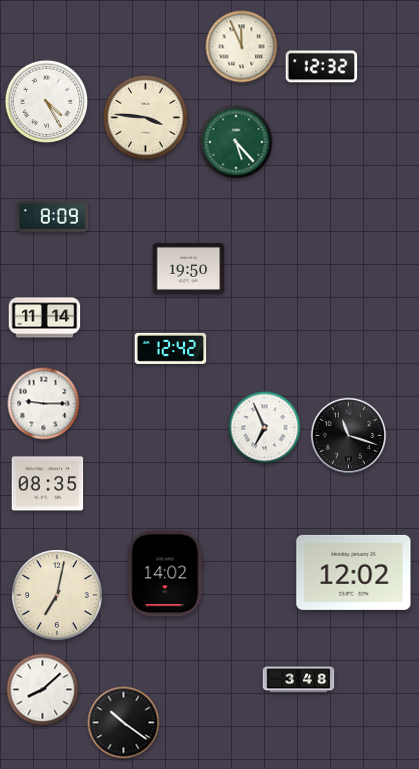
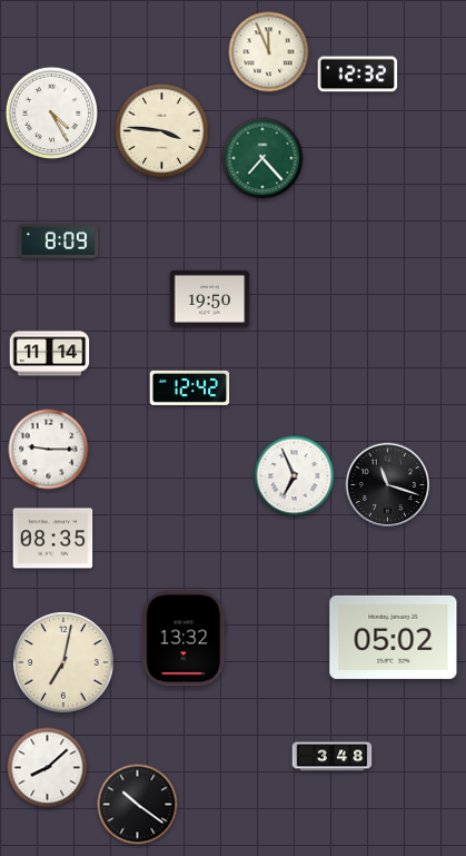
clock at (236, 142): 5:23 -> 7:23
clock at (354, 572): 12:02 -> 05:02
clock at (166, 574): 14:02 -> 13:32
